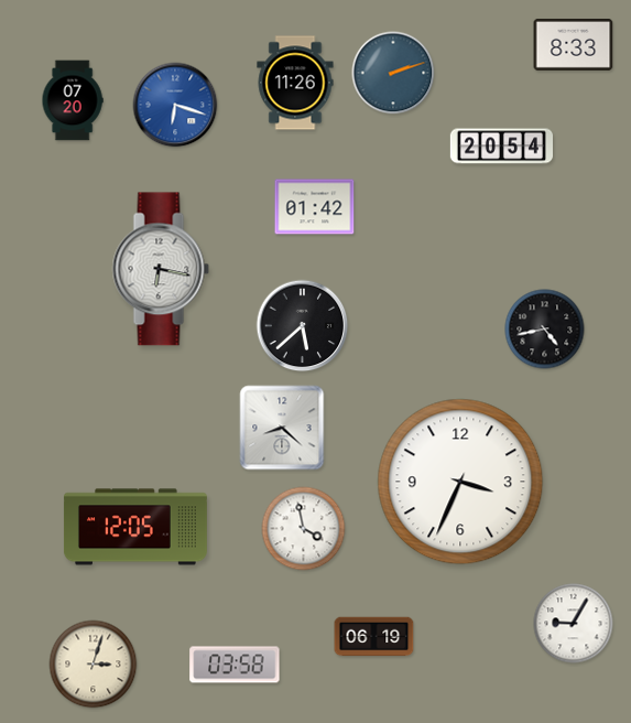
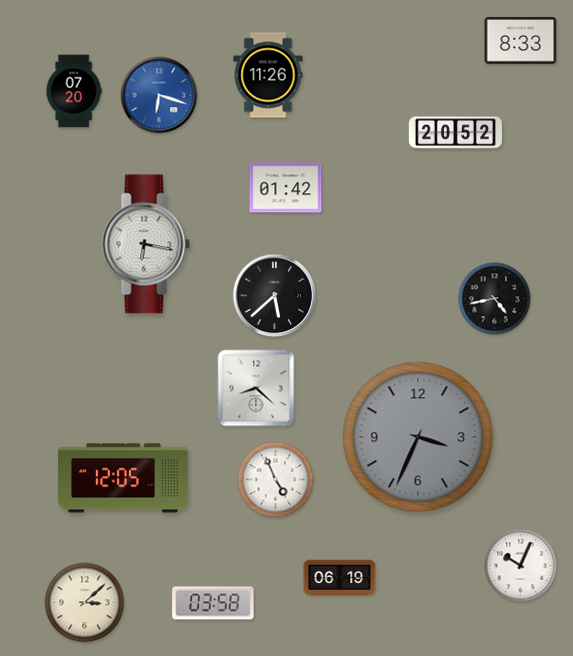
clock at (393, 73): 2:12 -> none
clock at (73, 100) position: (73, 100) -> (74, 91)
clock at (501, 147): 20:54 -> 20:52
clock at (460, 482) dial: white -> grey
clock at (304, 529): 3:58 -> 4:56
clock at (574, 624): 9:05 -> 10:04
clock at (94, 665): 3:03 -> 3:08
